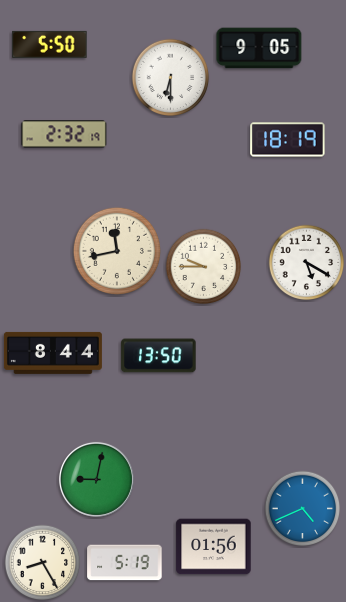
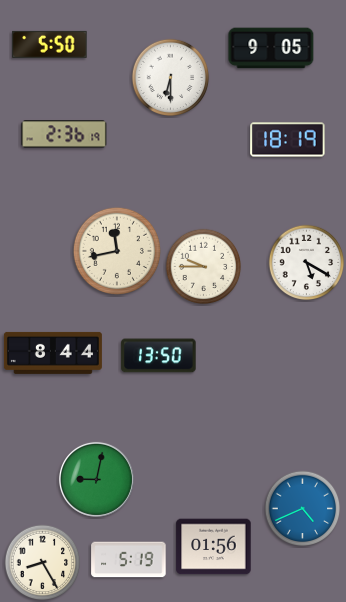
clock at (259, 48) position: (259, 48) -> (271, 48)
clock at (64, 134): 2:32 -> 2:36
clock at (125, 563) position: (125, 563) -> (129, 560)
